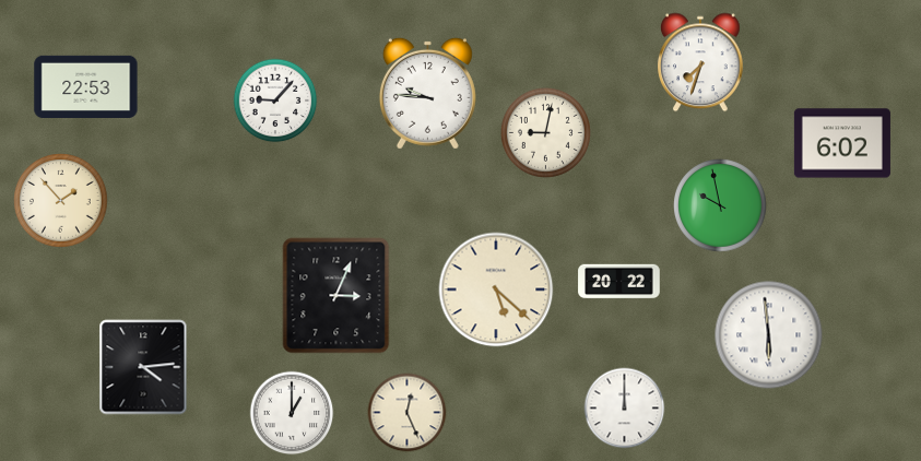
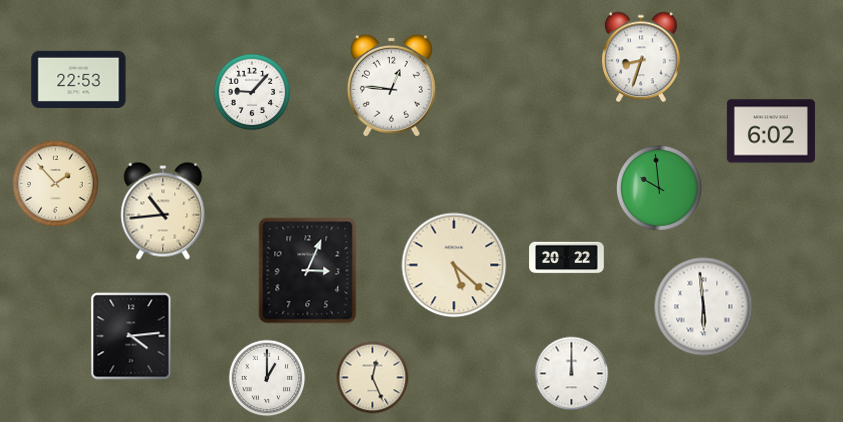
clock at (701, 62): 7:33 -> 8:33
clock at (427, 93): 9:46 -> 12:46
clock at (545, 132): 9:02 -> none
clock at (721, 206): 9:58 -> 9:59
clock at (163, 211): none -> 10:44
